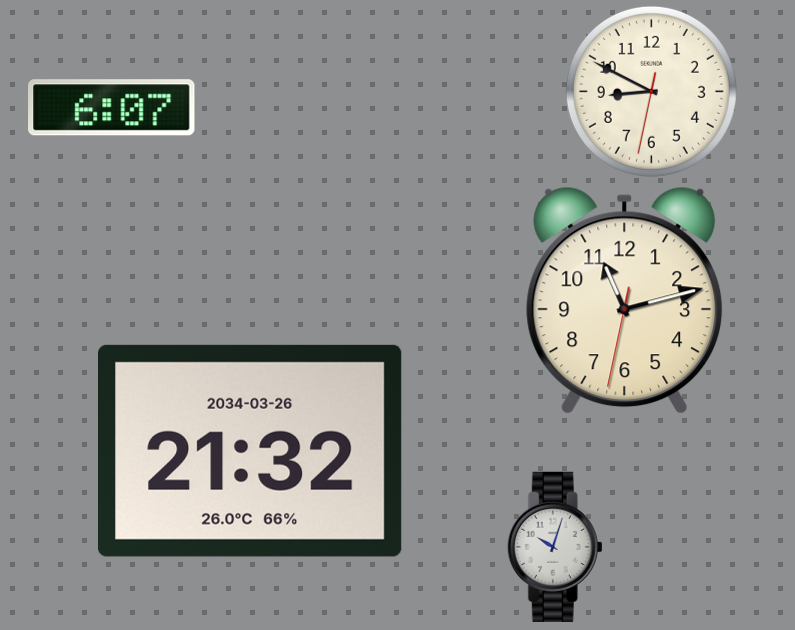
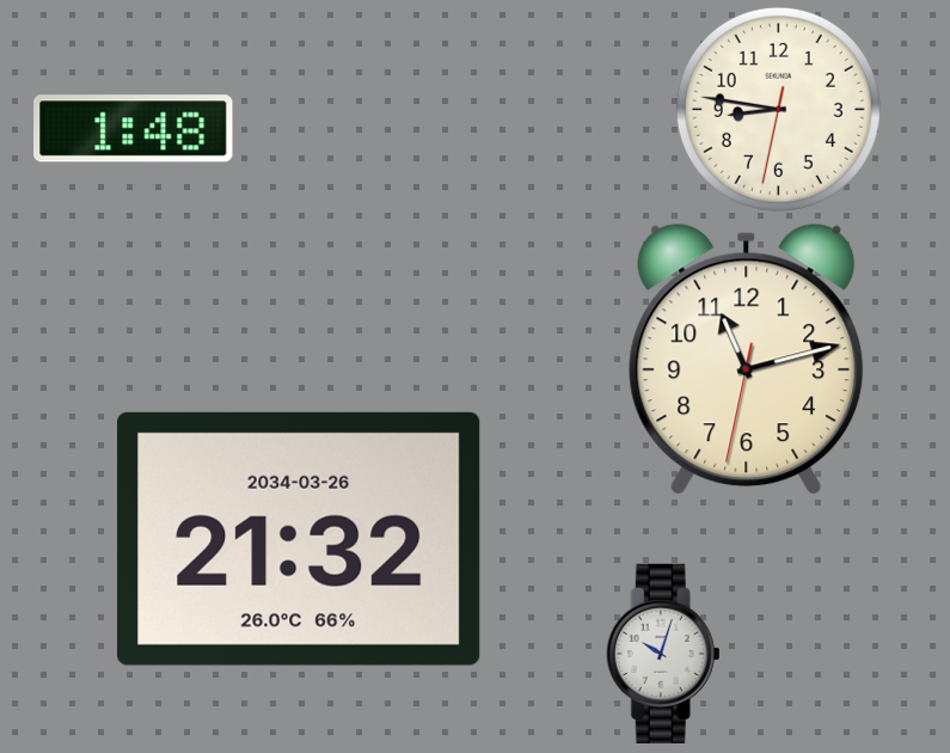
clock at (651, 91): 8:49 -> 8:46
clock at (112, 108): 6:07 -> 1:48
